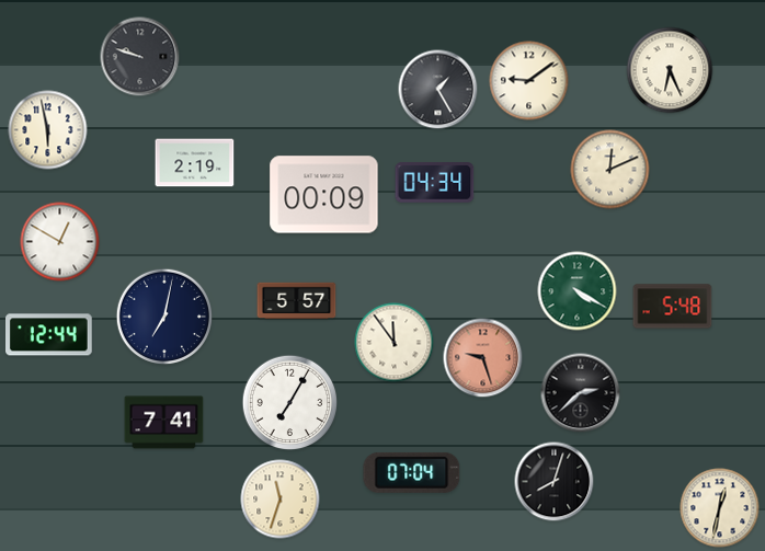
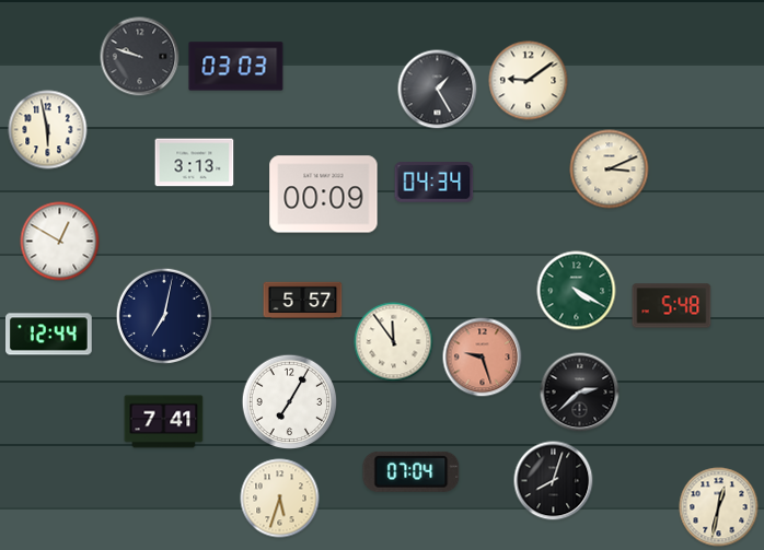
clock at (236, 67): none -> 03:03
clock at (670, 70): 6:26 -> none
clock at (195, 163): 2:19 -> 3:13
clock at (610, 170): 12:11 -> 3:11
clock at (297, 301) position: (297, 301) -> (303, 301)
clock at (281, 500): 11:33 -> 5:33
